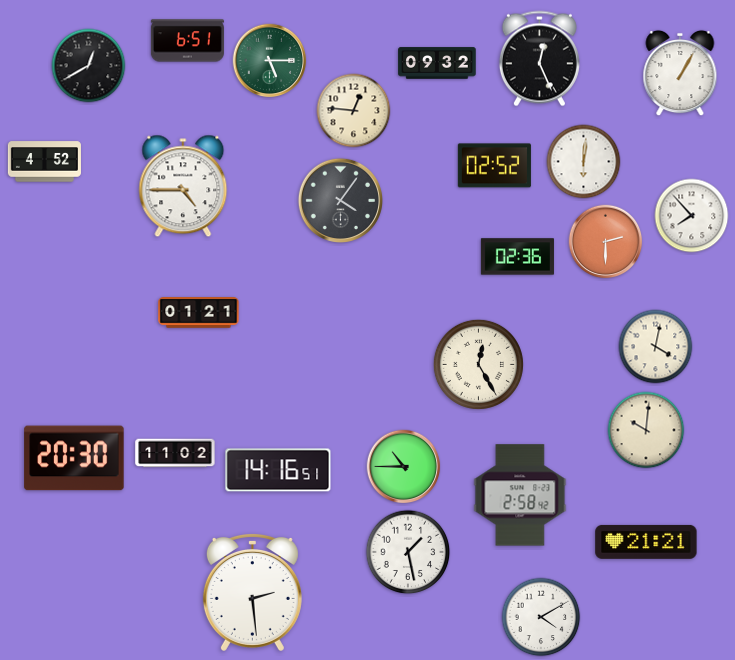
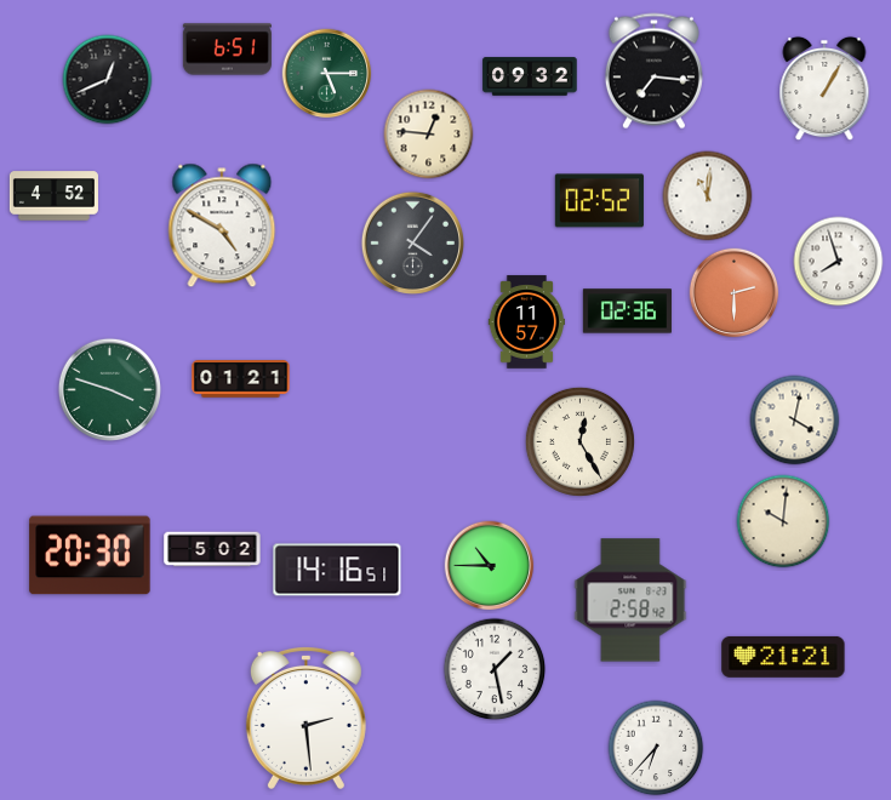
clock at (539, 59): 12:26 -> 7:16
clock at (89, 66): 12:40 -> 12:41
clock at (584, 162): 6:01 -> 11:01
clock at (183, 186): 4:45 -> 4:50
clock at (692, 216): 7:53 -> 7:57
clock at (526, 322): none -> 11:57
clock at (109, 389): none -> 3:48
clock at (175, 453): 11:02 -> 5:02
clock at (541, 617): 4:10 -> 6:37
